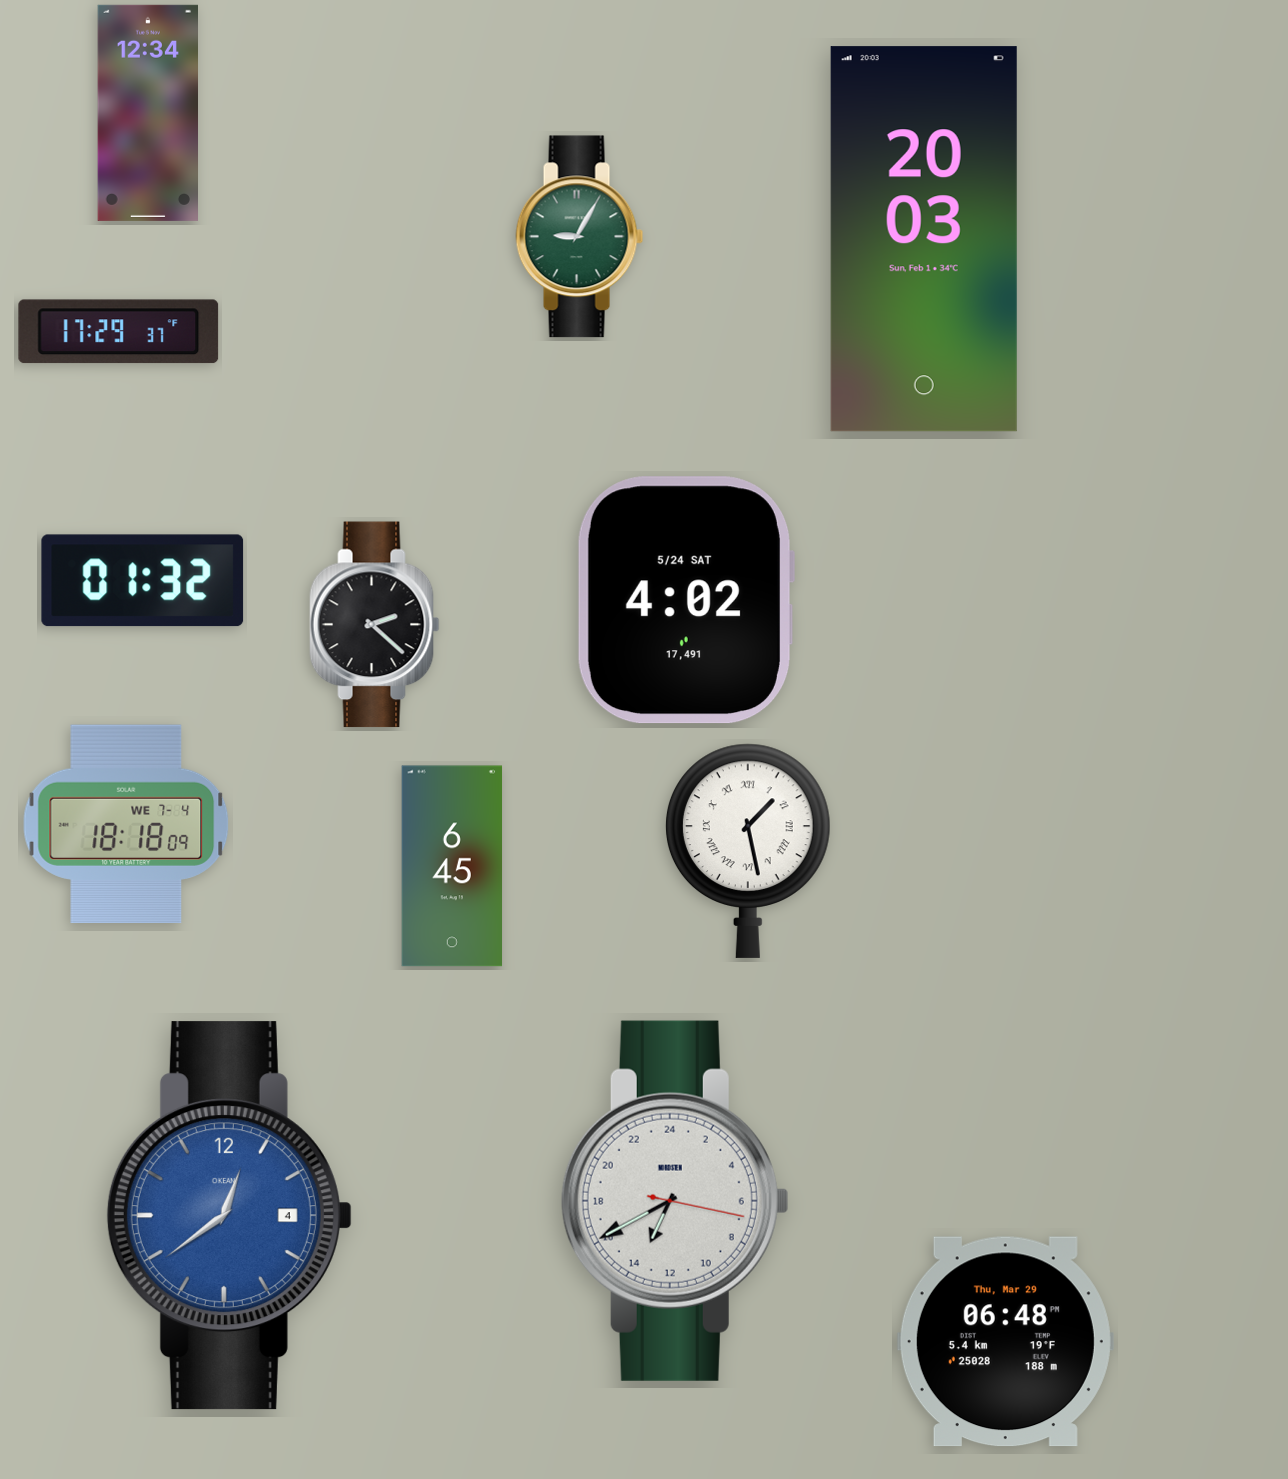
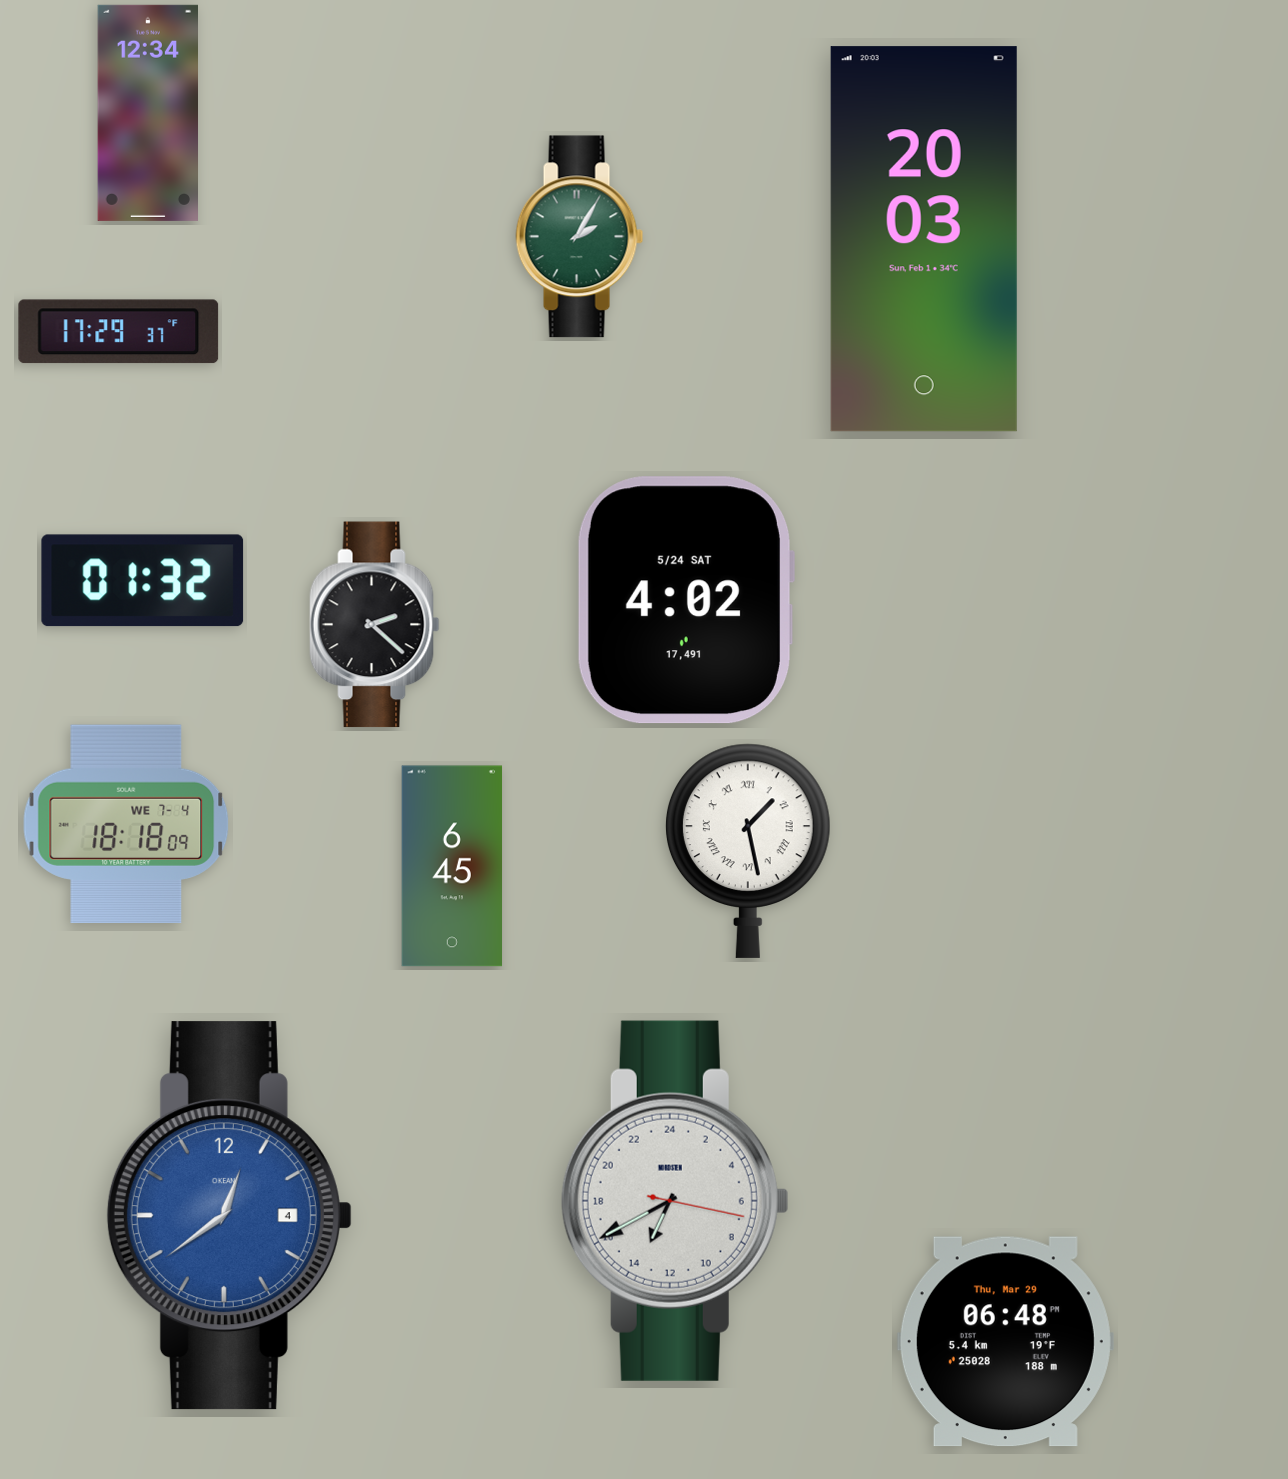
clock at (580, 237): 9:05 -> 2:05
